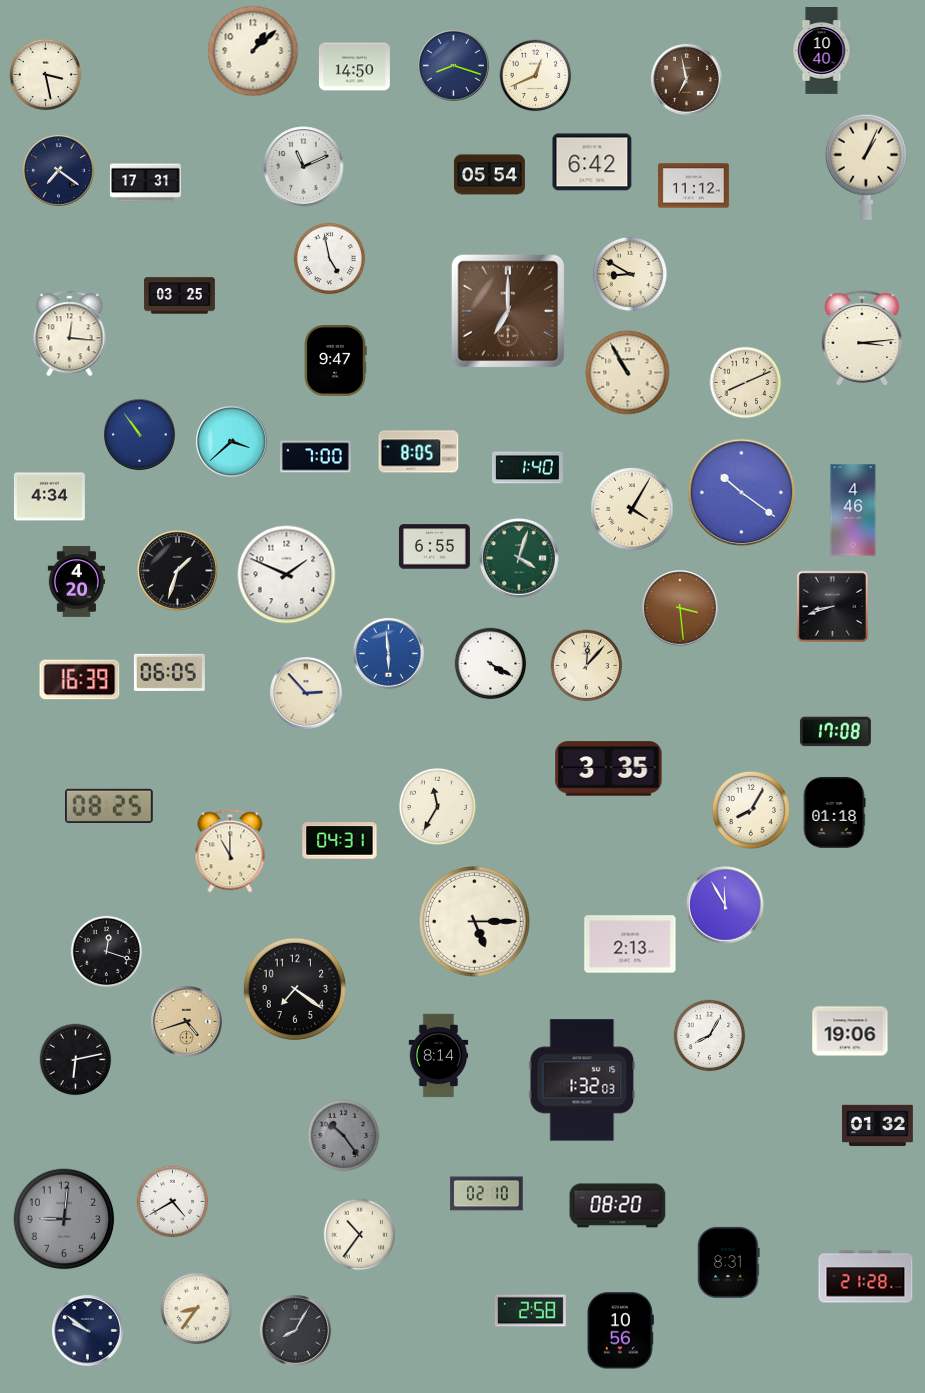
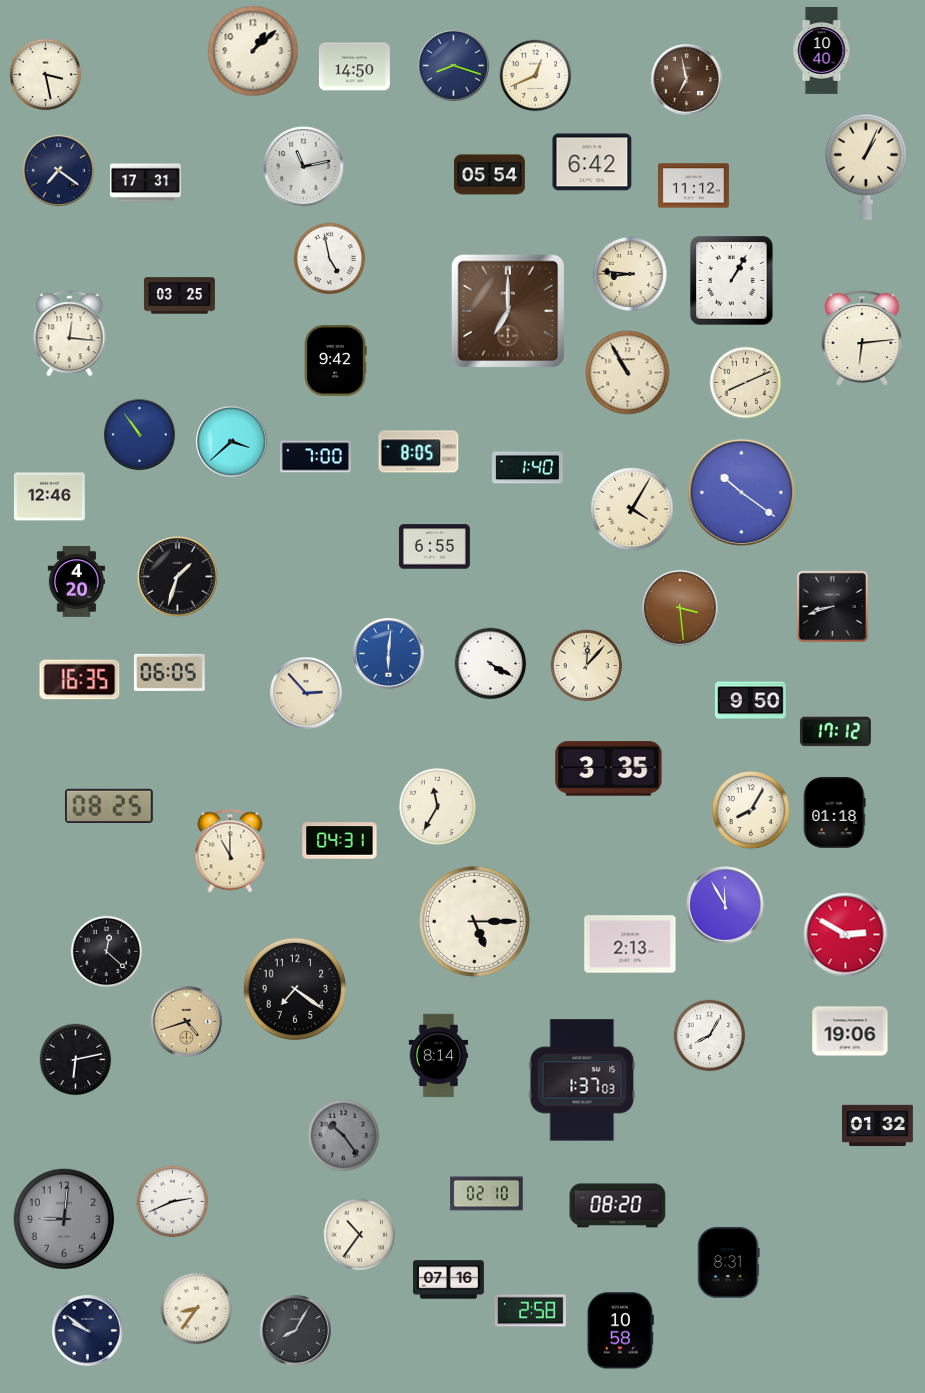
clock at (304, 167): 11:11 -> 11:13
clock at (629, 273): 8:50 -> 8:46
clock at (732, 281): none -> 1:05
clock at (862, 338): 3:14 -> 6:14
clock at (335, 360): 9:47 -> 9:42
clock at (49, 497): 4:34 -> 12:46
clock at (853, 510): 4:46 -> none
clock at (519, 558): 4:03 -> none
clock at (178, 571) position: (178, 571) -> (178, 577)
clock at (287, 575): 1:49 -> none
clock at (388, 653): 5:59 -> 6:01
clock at (80, 680): 16:39 -> 16:35
clock at (750, 701): none -> 9:50
clock at (835, 732): 17:08 -> 17:12
clock at (846, 935): none -> 2:50
clock at (107, 952): 12:18 -> 12:22
clock at (582, 1080): 1:32 -> 1:37
clock at (173, 1202): 4:40 -> 2:41
clock at (866, 1277): 21:28 -> none
clock at (449, 1280): none -> 07:16
clock at (620, 1331): 10:56 -> 10:58
